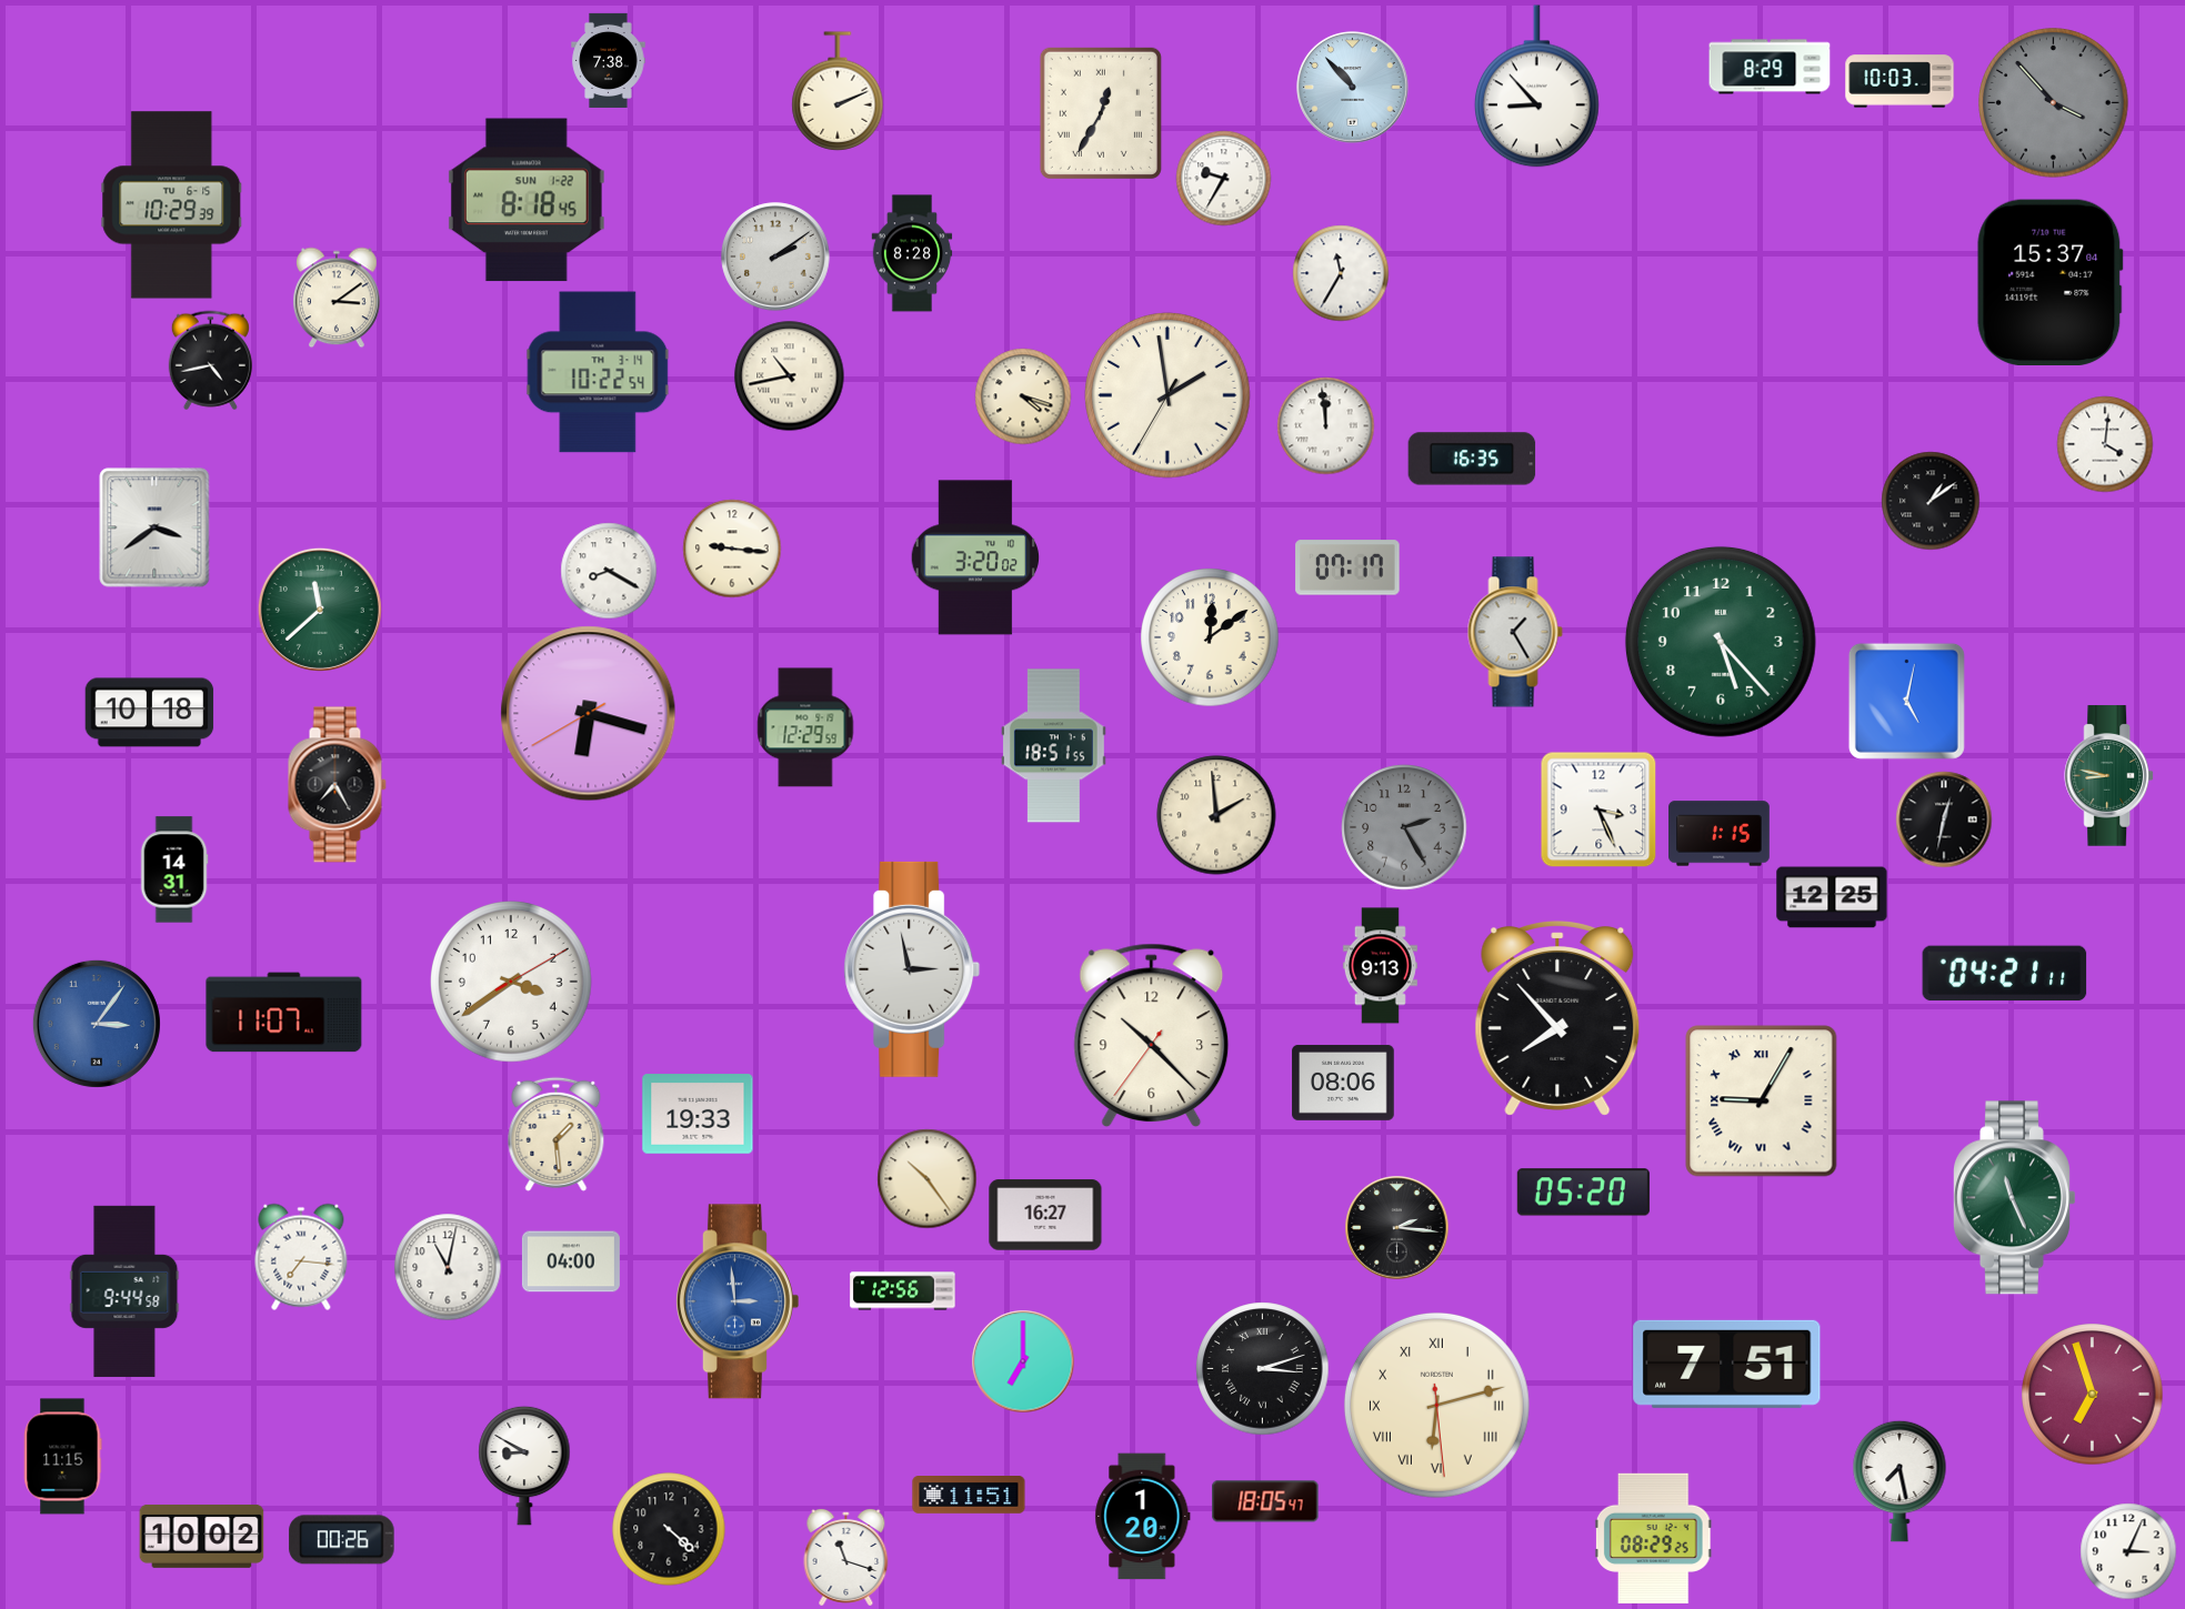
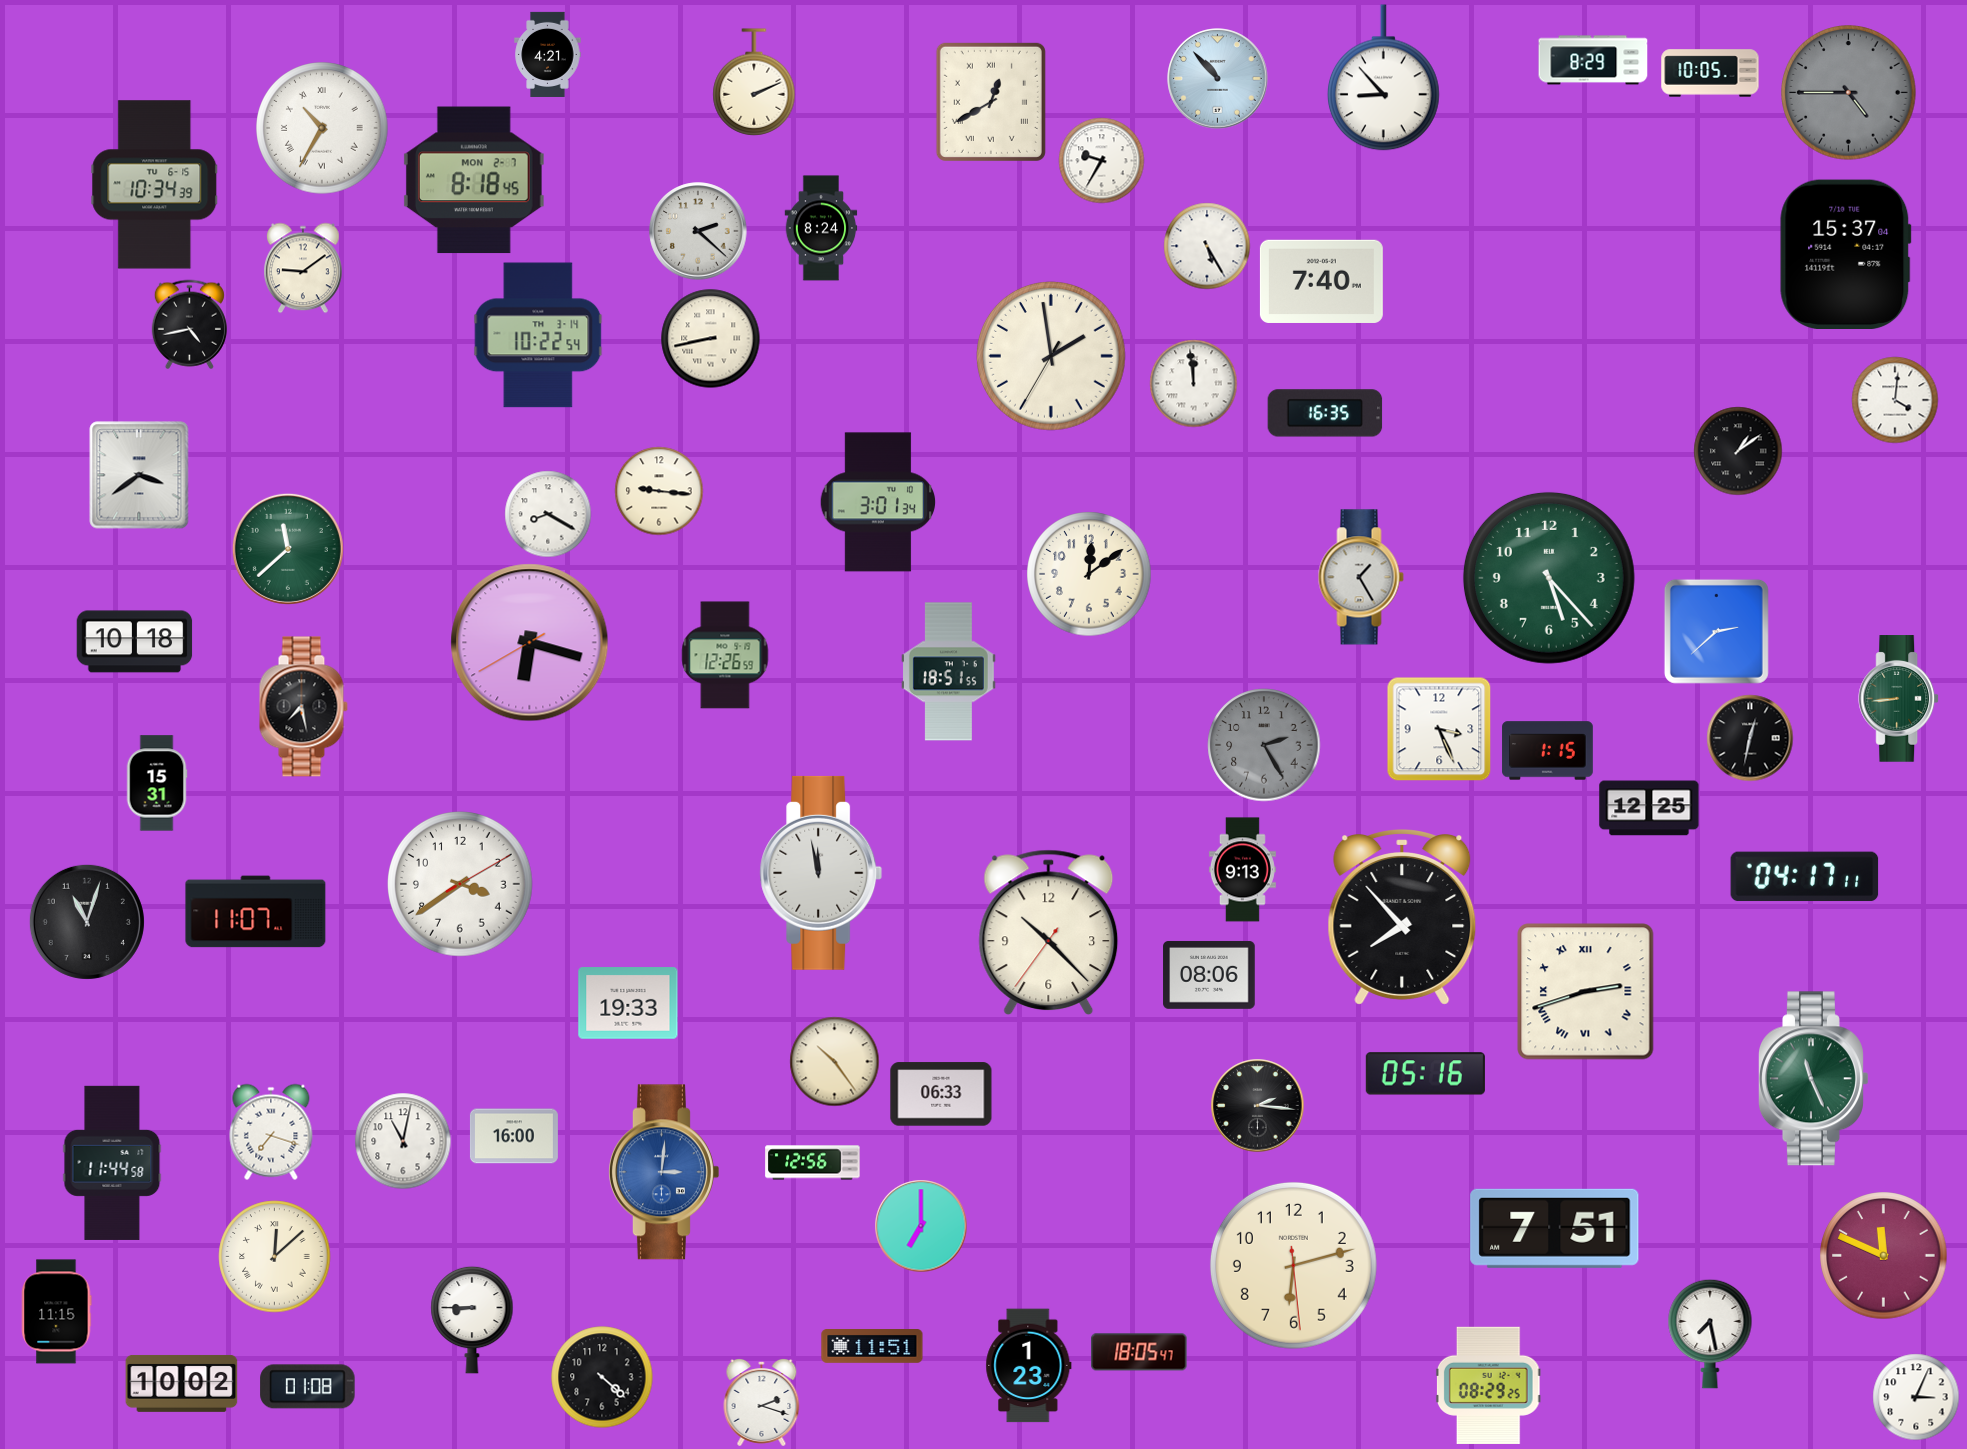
clock at (609, 60): 7:38 -> 4:21
clock at (1900, 81): 10:03 -> 10:05
clock at (2054, 103): 3:53 -> 4:45
clock at (1101, 113): 12:35 -> 12:40
clock at (322, 128): none -> 10:35
clock at (527, 200) date: SUN 1-22 -> MON 2-7
clock at (172, 205): 10:29 -> 10:34
clock at (912, 253): 8:28 -> 8:24
clock at (775, 257): 2:09 -> 2:22
clock at (1341, 273): 11:35 -> 5:25
clock at (338, 298): 3:09 -> 9:09
clock at (1321, 281): none -> 7:40
clock at (790, 376): 10:43 -> 8:43
clock at (1023, 396): 4:18 -> none
clock at (732, 549) position: (732, 549) -> (659, 491)
clock at (975, 557): 3:20 -> 3:01
clock at (1347, 567): 07:17 -> none
clock at (1515, 632) position: (1515, 632) -> (1361, 577)
clock at (1906, 701): 5:02 -> 2:38
clock at (805, 727): 12:29 -> 12:26
clock at (2109, 776): 8:47 -> 8:44
clock at (337, 785): 7:25 -> 7:28
clock at (1216, 815): 1:59 -> none
clock at (174, 869): 14:31 -> 15:31
clock at (912, 969): 2:58 -> 11:58
clock at (2005, 974): 04:21 -> 04:17
clock at (97, 1024): 3:06 -> 11:03
clock at (97, 1024) dial: blue -> black
clock at (1152, 1035) position: (1152, 1035) -> (1049, 932)
clock at (1762, 1102): 9:05 -> 2:42
clock at (557, 1134): 1:29 -> none
clock at (1583, 1193): 05:20 -> 05:16
clock at (1045, 1215): 16:27 -> 06:33
clock at (301, 1257): 7:16 -> 7:18
clock at (571, 1261): 04:00 -> 16:00
clock at (124, 1291): 9:44 -> 11:44
clock at (736, 1301): 2:59 -> 3:01
clock at (1263, 1369): 3:12 -> none
clock at (2093, 1395): 6:57 -> 11:49
clock at (275, 1257): none -> 12:08
clock at (1436, 1405) numerals: Roman -> Arabic
clock at (524, 1466): 8:50 -> 8:45
clock at (1143, 1517): 1:20 -> 1:23
clock at (342, 1540): 00:26 -> 01:08
clock at (846, 1557): 11:18 -> 2:18
